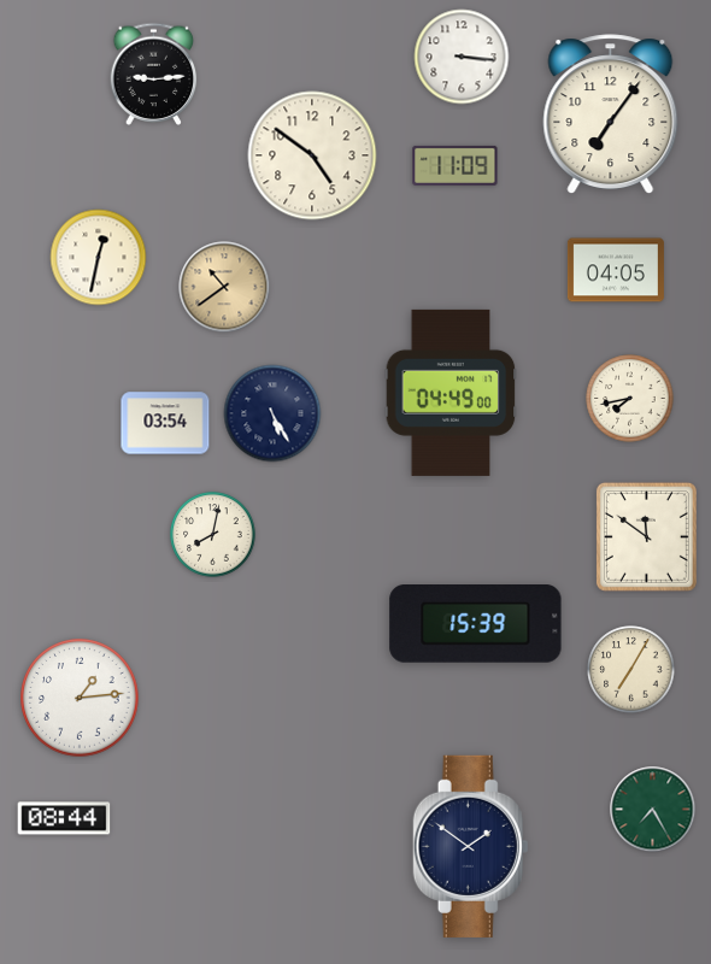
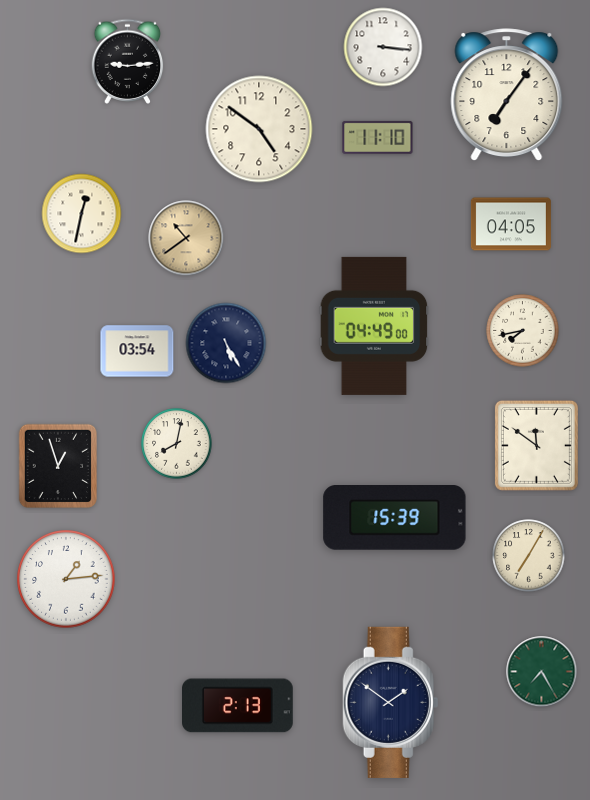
clock at (456, 165): 11:09 -> 11:10
clock at (57, 466): none -> 12:57
clock at (631, 670) position: (631, 670) -> (529, 556)
clock at (64, 818): 08:44 -> none
clock at (238, 706): none -> 2:13
